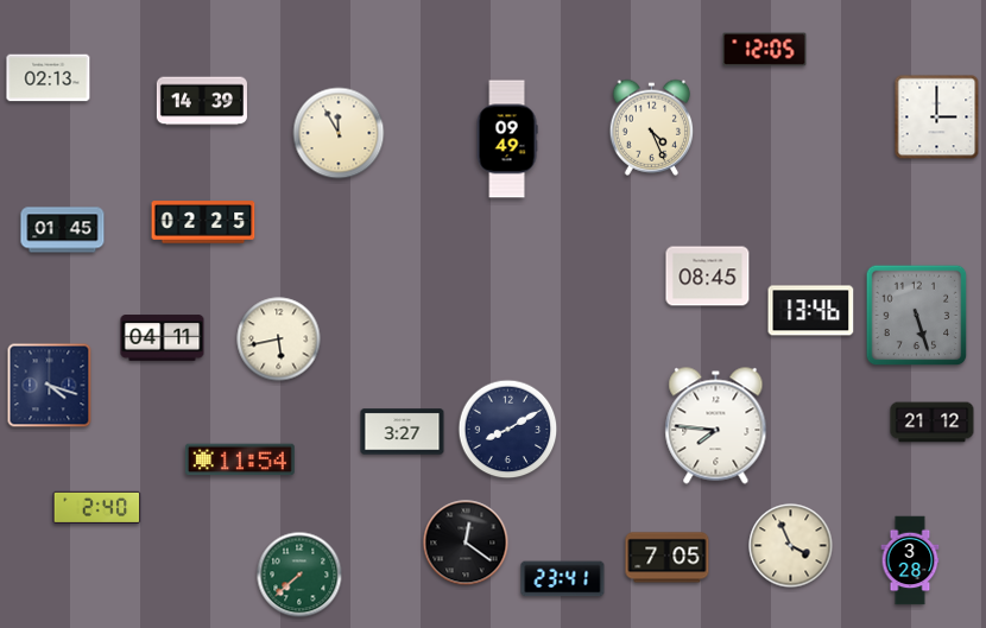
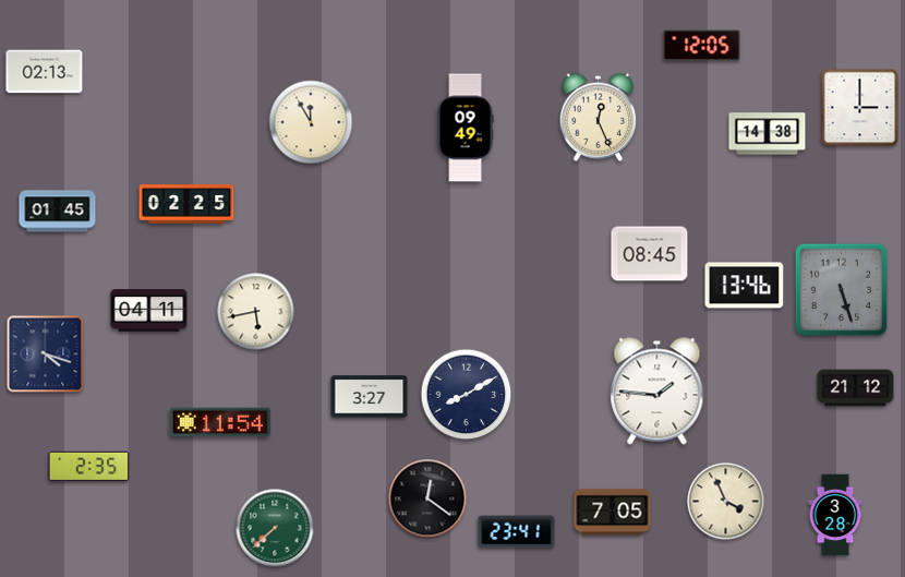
clock at (202, 101): 14:39 -> none
clock at (652, 127): 4:26 -> 12:26
clock at (768, 134): none -> 14:38
clock at (716, 426): 7:46 -> 1:46
clock at (97, 507): 2:40 -> 2:35
